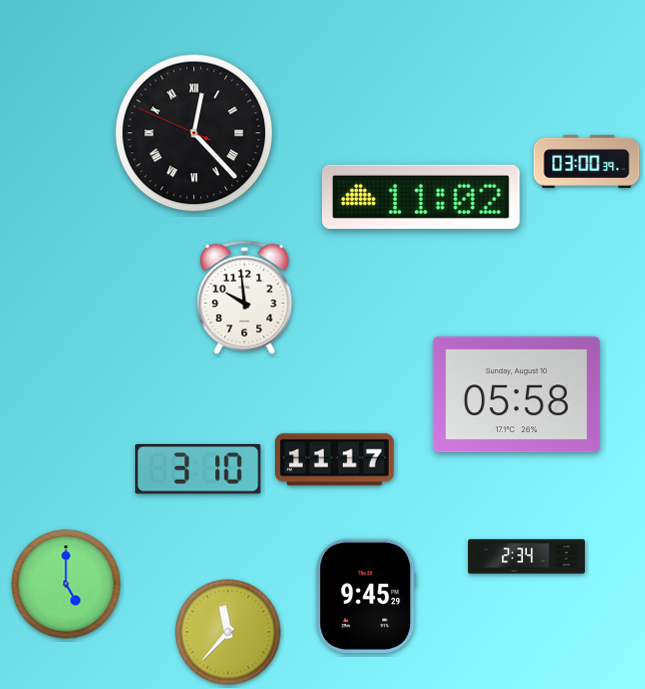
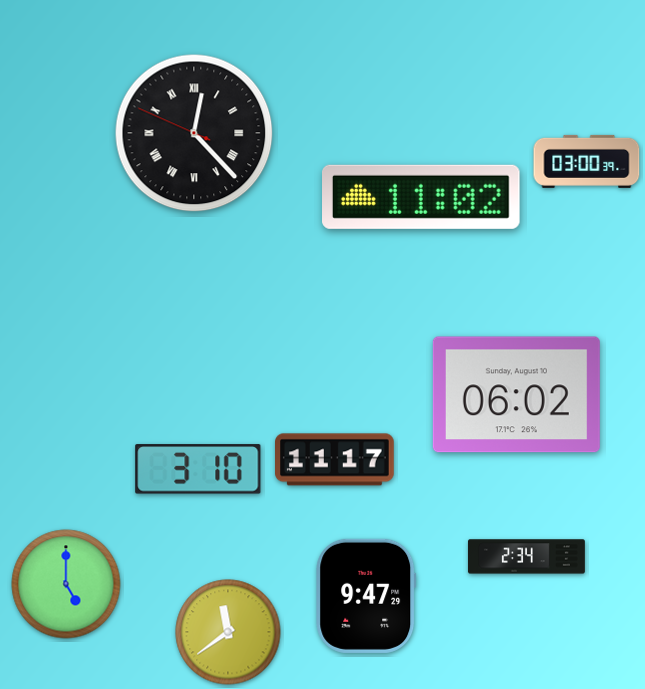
clock at (245, 298): 9:59 -> none
clock at (516, 395): 05:58 -> 06:02
clock at (366, 596): 9:45 -> 9:47
clock at (228, 632): 11:37 -> 11:39
